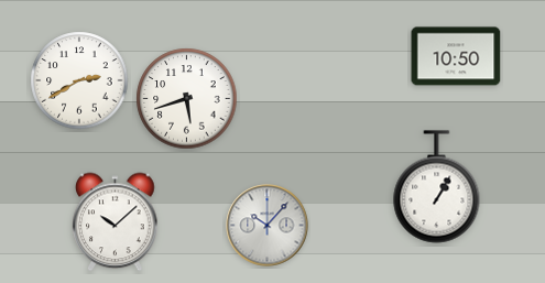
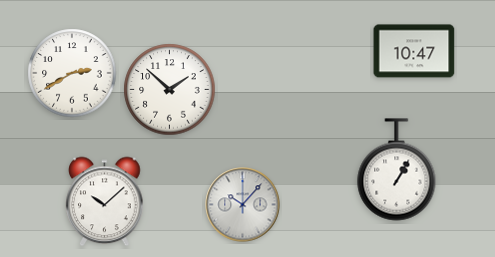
clock at (456, 56): 10:50 -> 10:47
clock at (187, 99): 5:42 -> 1:52
